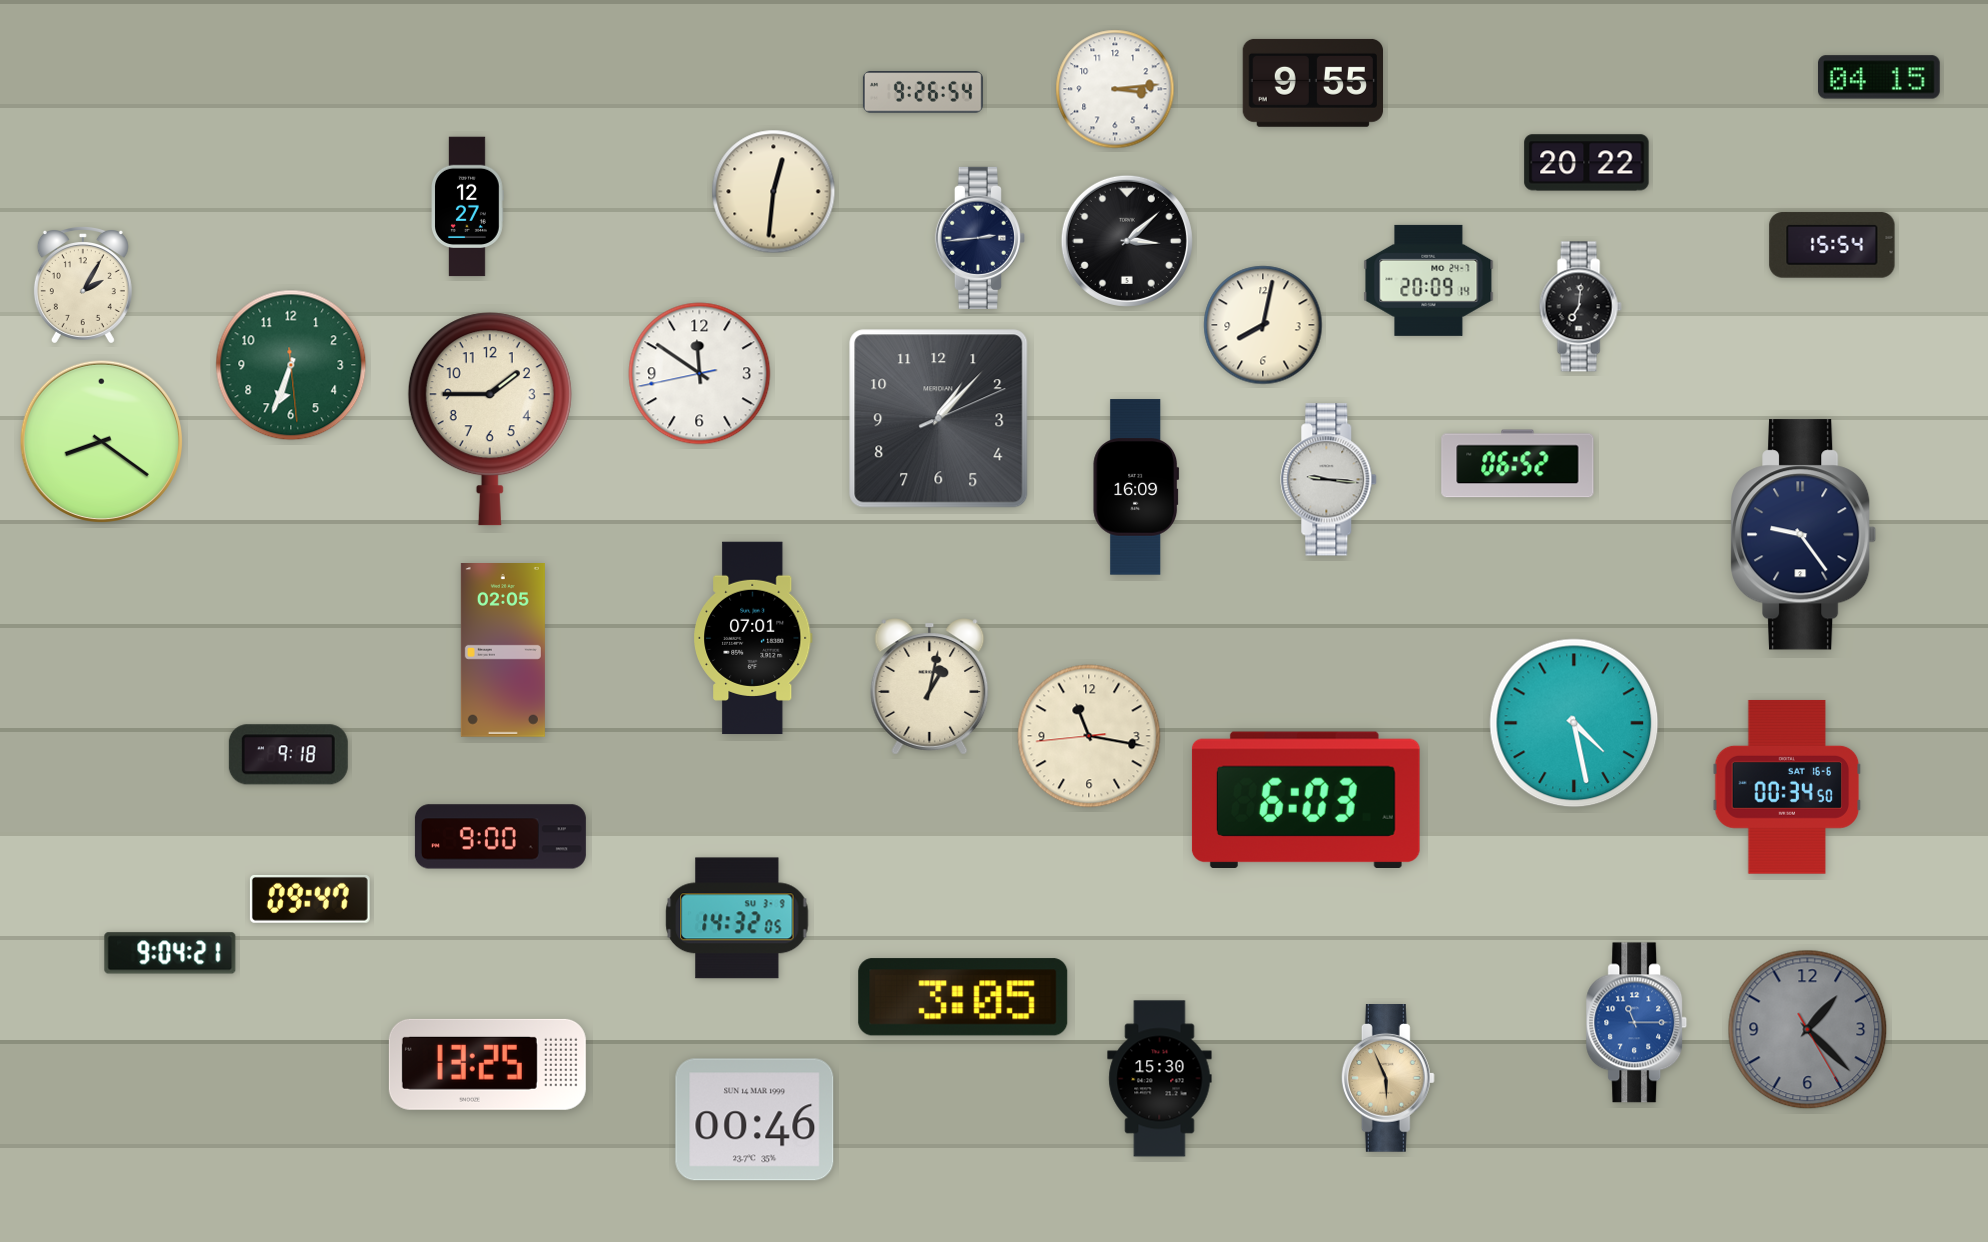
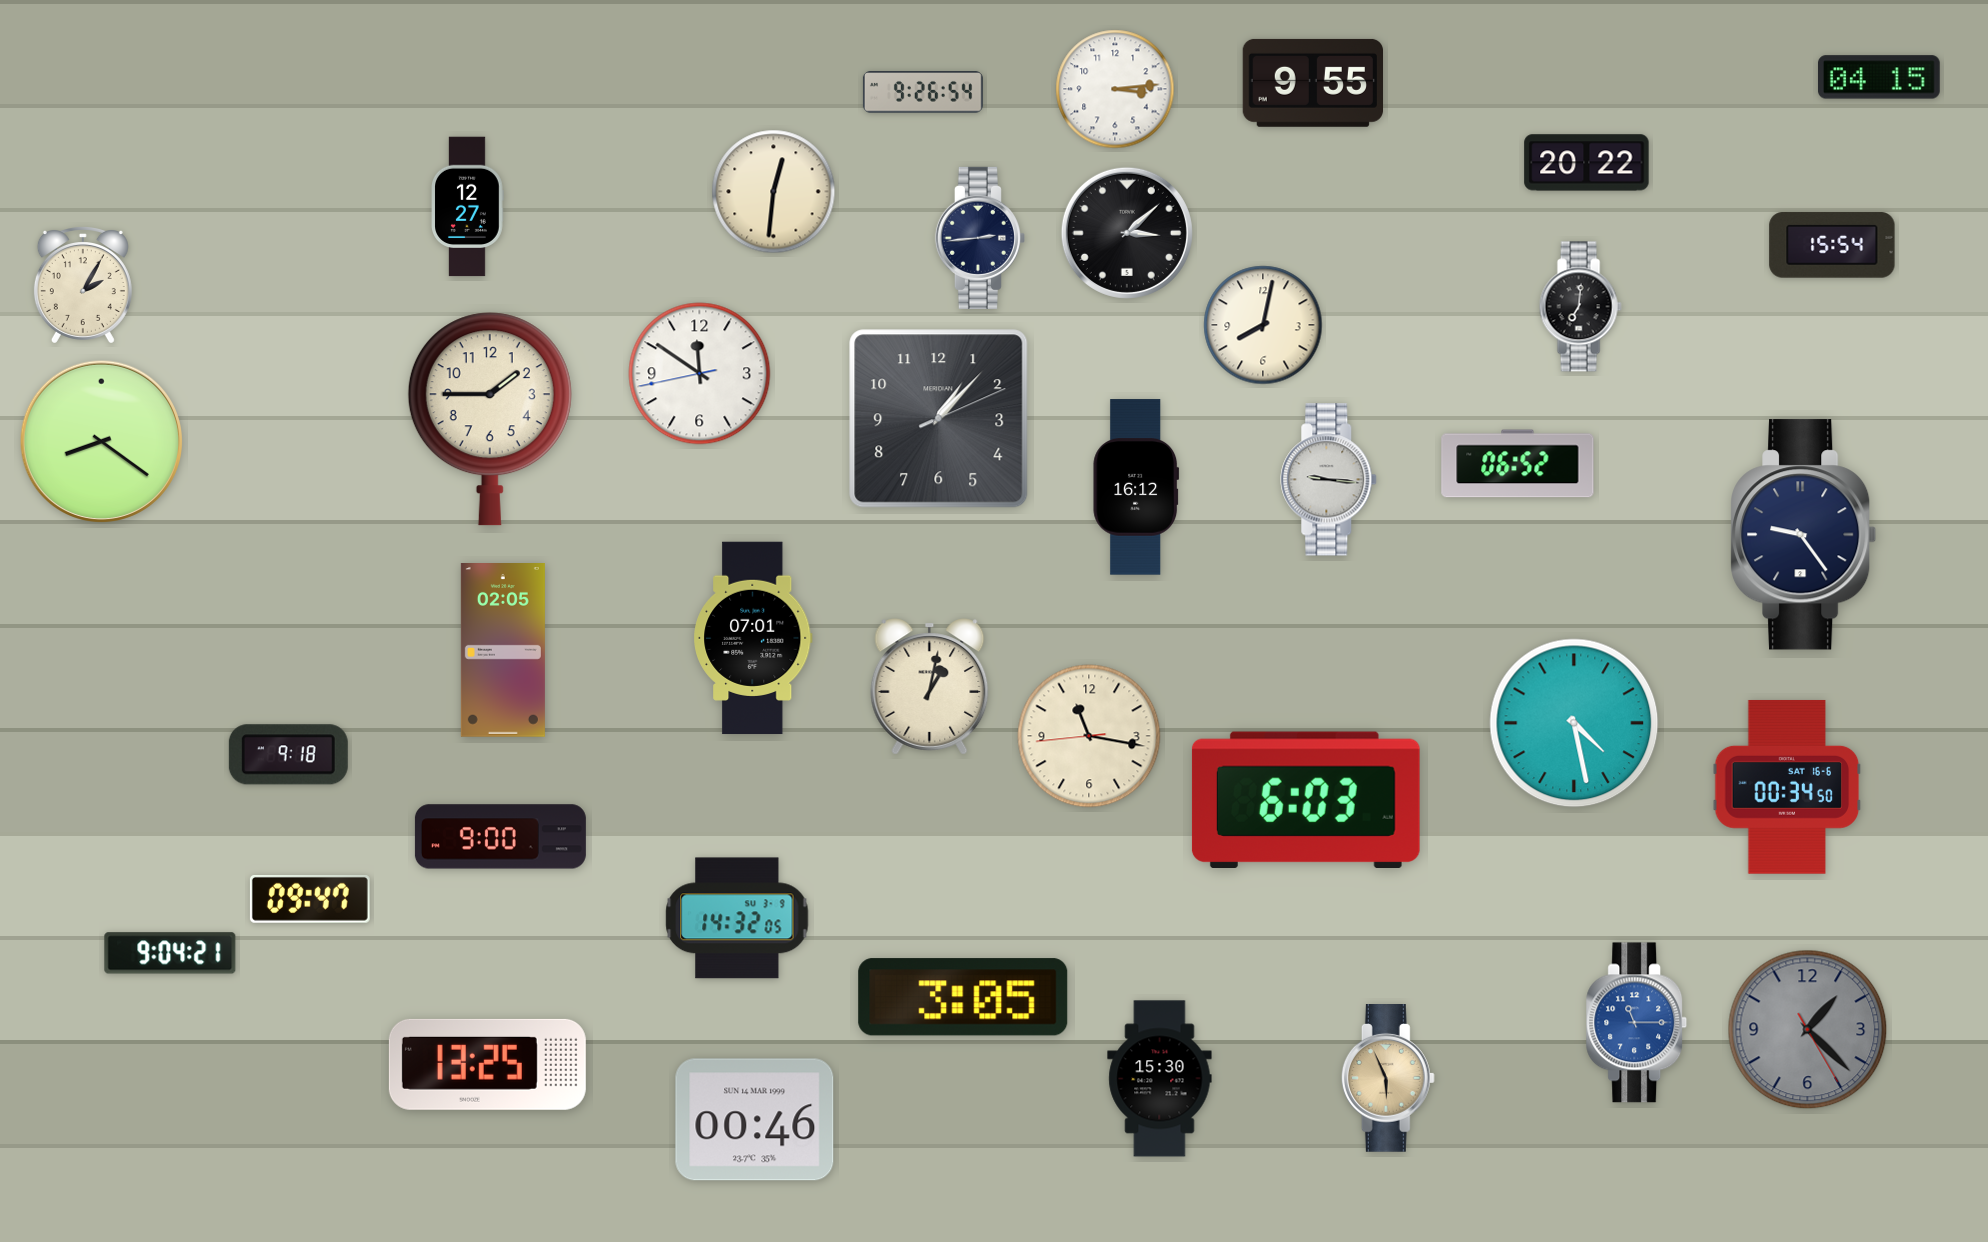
clock at (1127, 241) position: (1127, 241) -> (1127, 233)
clock at (1429, 280): 20:09 -> none
clock at (291, 365): 6:33 -> none
clock at (1136, 487): 16:09 -> 16:12
